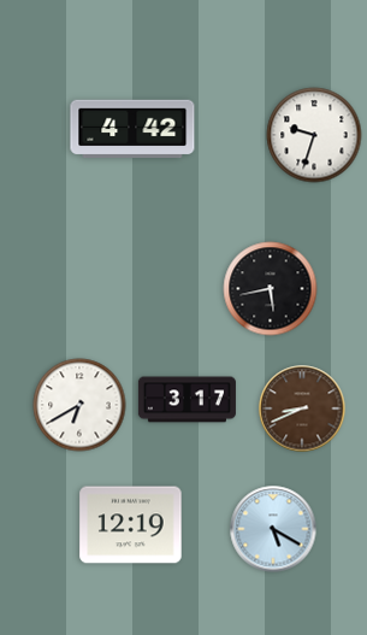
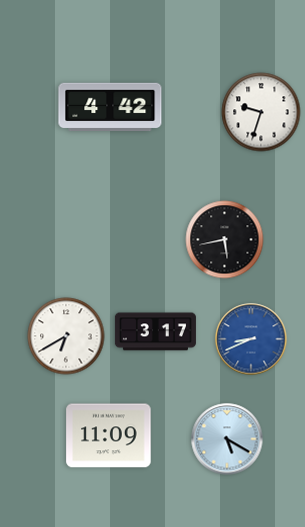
clock at (302, 408) dial: brown -> blue
clock at (131, 525): 12:19 -> 11:09
